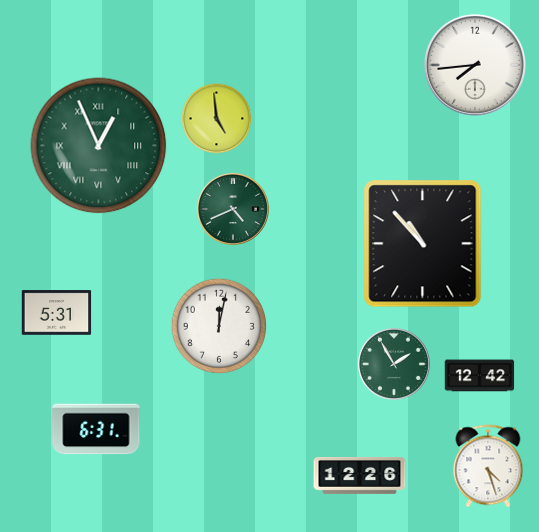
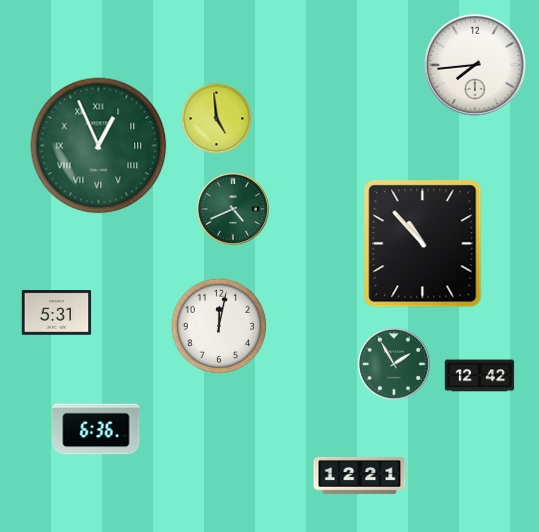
clock at (96, 429): 6:31 -> 6:36
clock at (488, 466): 4:27 -> none
clock at (360, 476): 12:26 -> 12:21
